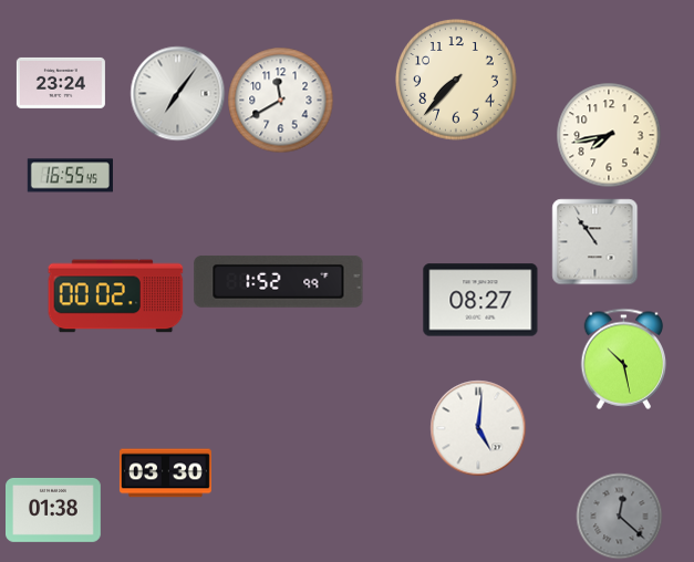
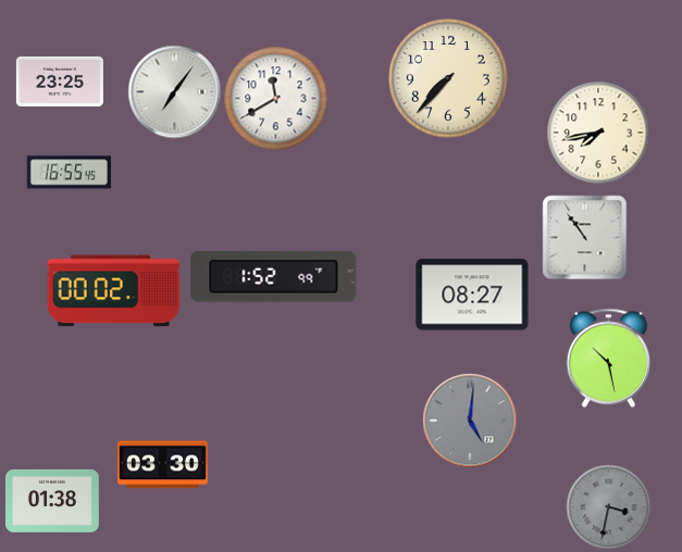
clock at (61, 83): 23:24 -> 23:25
clock at (624, 358) position: (624, 358) -> (609, 357)
clock at (478, 428) dial: white -> grey
clock at (619, 516): 12:22 -> 3:32
